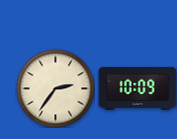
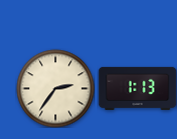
clock at (137, 88): 10:09 -> 1:13
